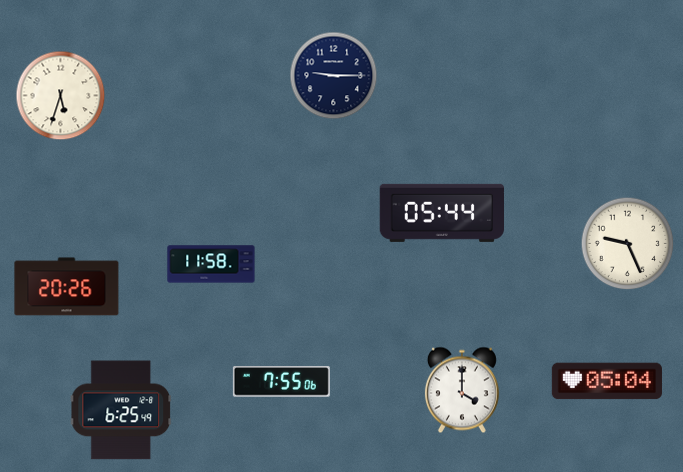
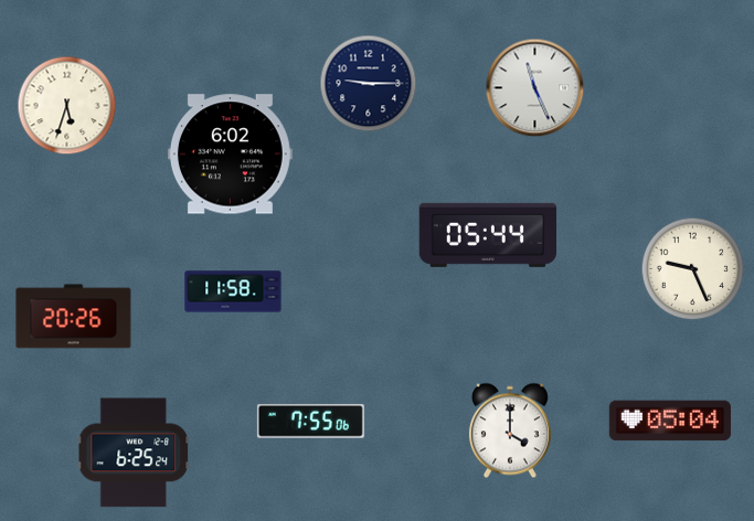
clock at (535, 88): none -> 11:26
clock at (230, 155): none -> 6:02
clock at (121, 410): 6:25:49 -> 6:25:24
